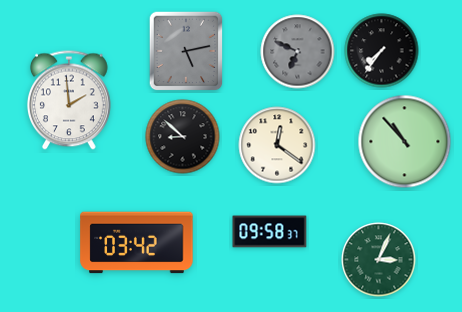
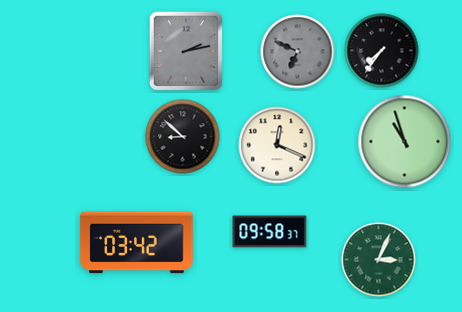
clock at (186, 51): 5:13 -> 2:13
clock at (69, 100): 1:59 -> none
clock at (405, 142): 10:53 -> 10:57
clock at (277, 145): 12:21 -> 12:19
